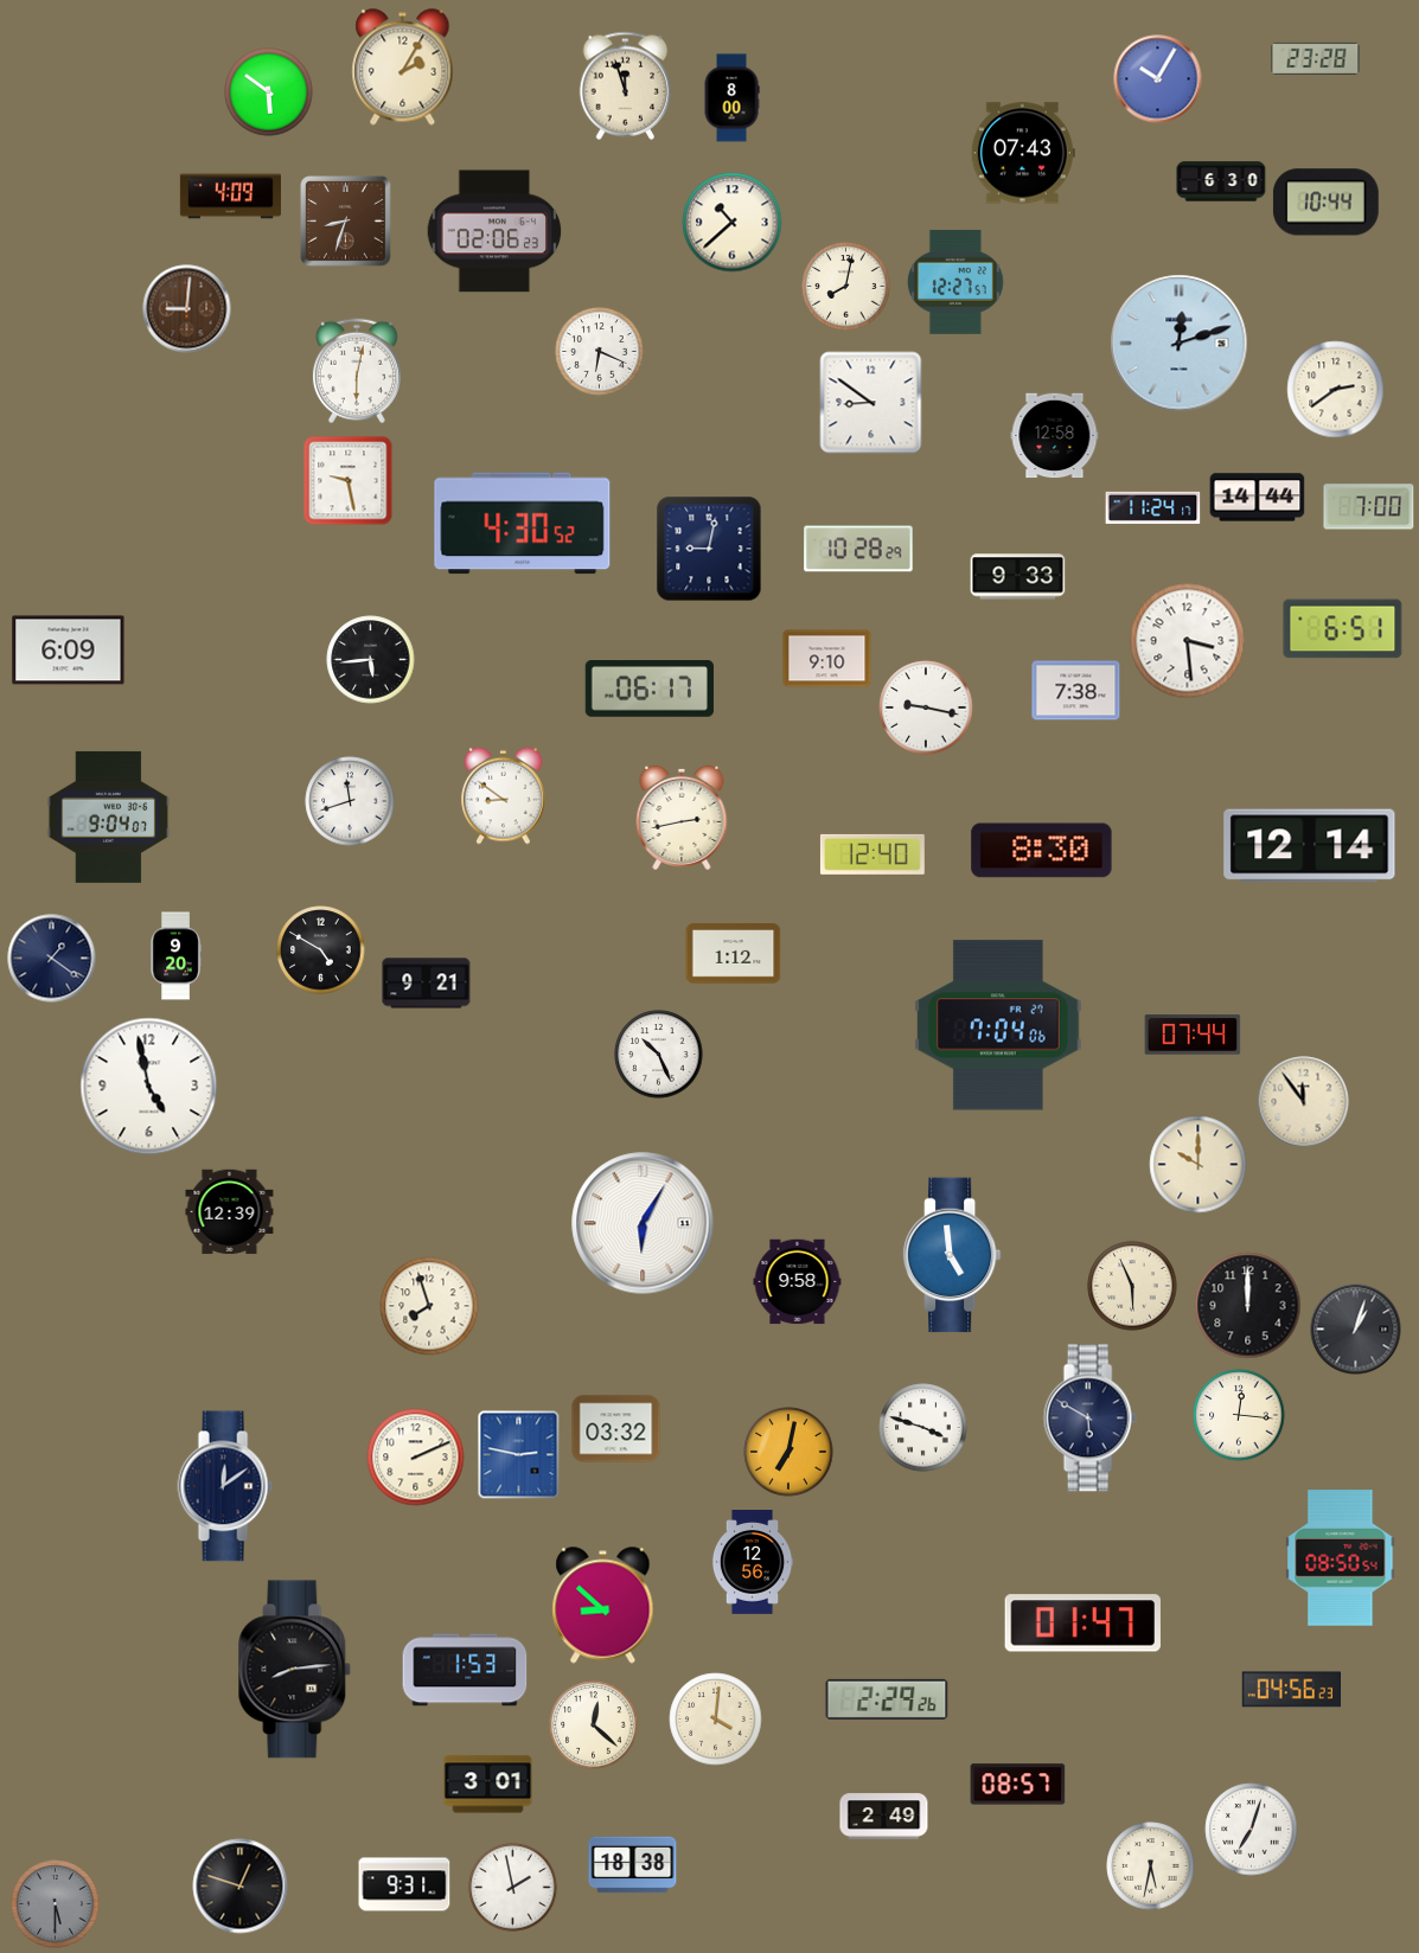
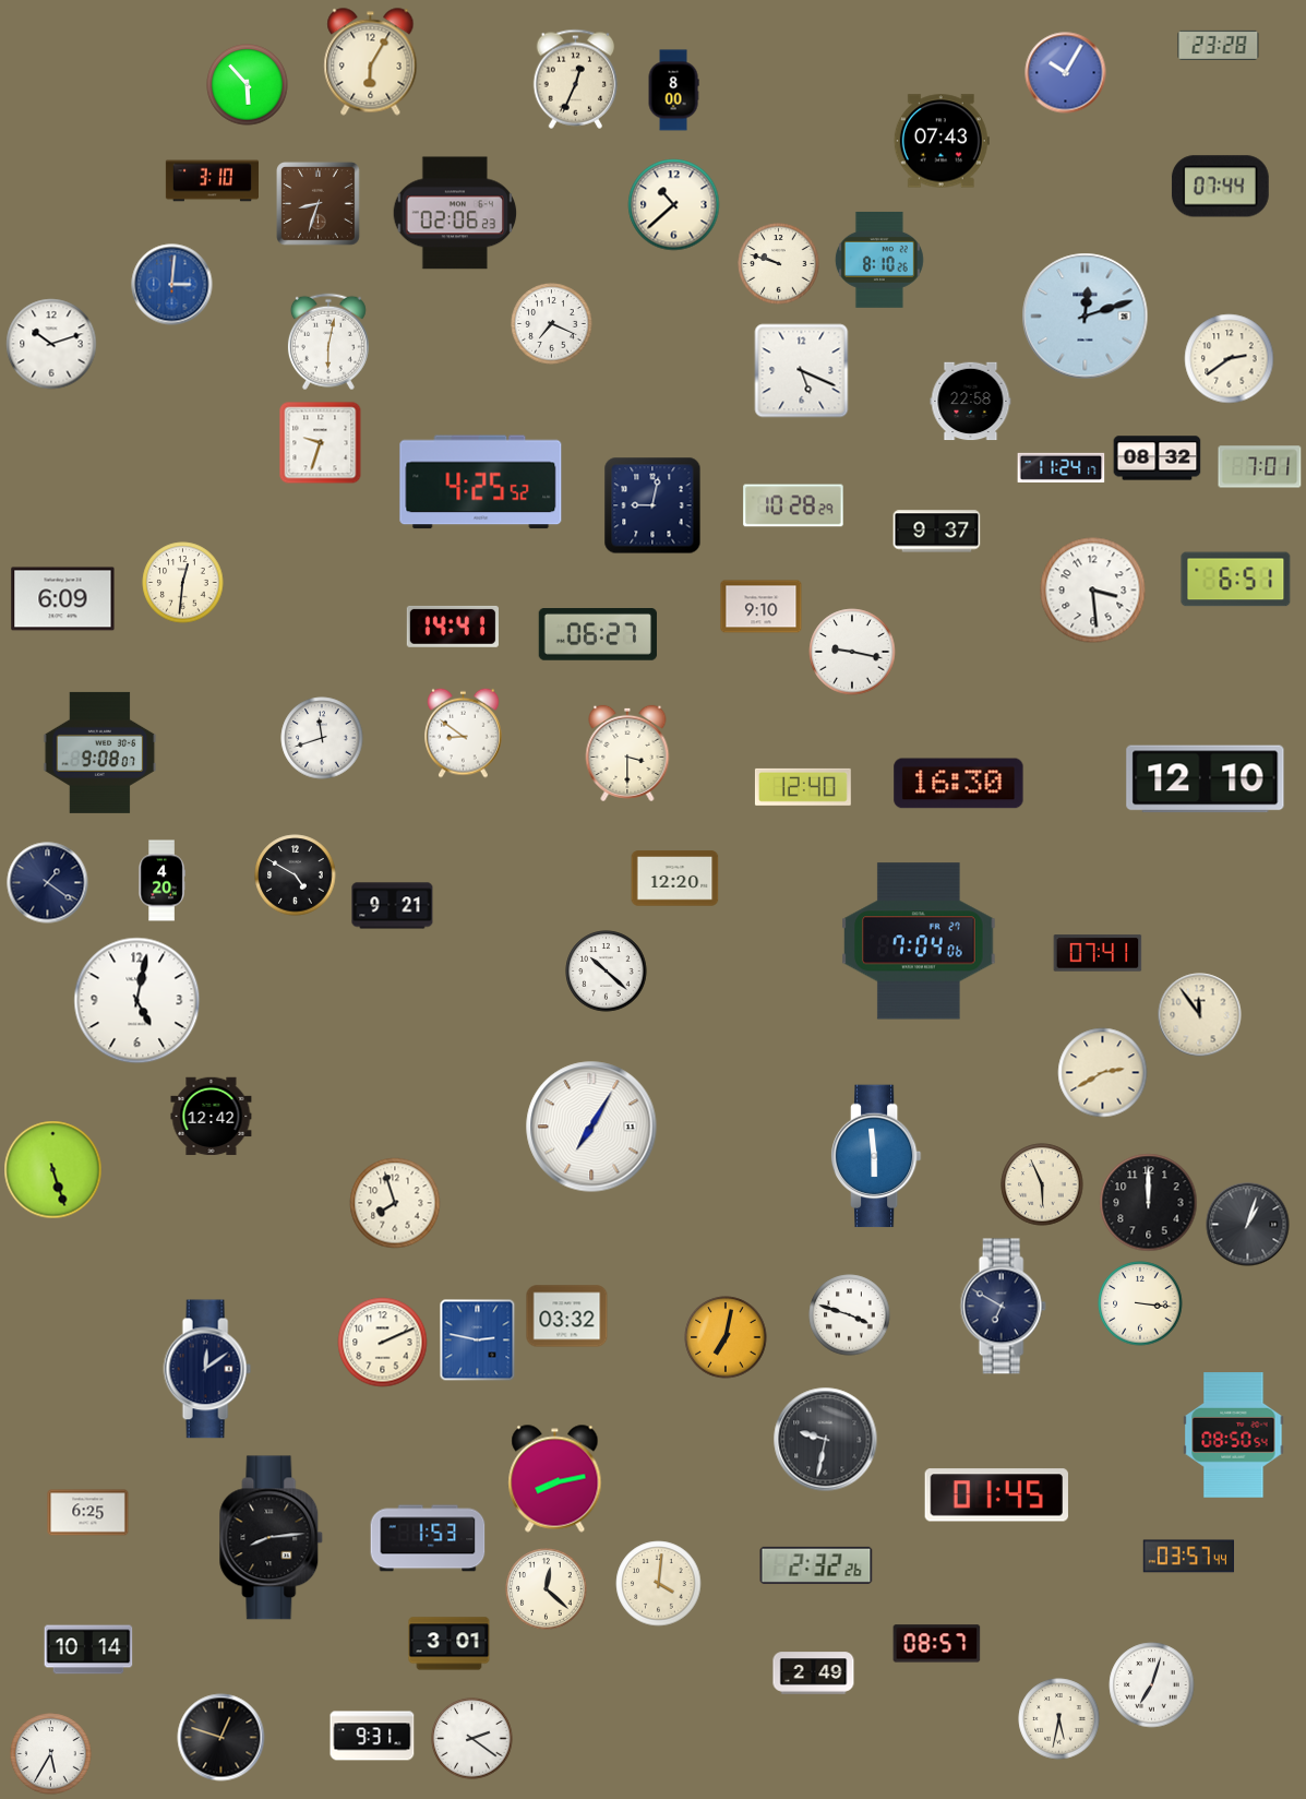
clock at (1316, 58) position: (1316, 58) -> (1219, 45)
clock at (403, 68): 2:05 -> 6:05
clock at (626, 85): 11:57 -> 12:34
clock at (269, 92): 5:51 -> 5:53
clock at (1221, 181): 6:30 -> none
clock at (230, 197): 4:09 -> 3:10
clock at (1325, 203): 10:44 -> 07:44
clock at (955, 282): 12:27 -> 8:10
clock at (846, 287): 8:02 -> 9:48
clock at (187, 309): 9:01 -> 3:01
clock at (187, 309) dial: brown -> blue
clock at (600, 352): 6:19 -> 7:19
clock at (51, 344): none -> 10:12
clock at (871, 403): 8:51 -> 5:19
clock at (1055, 436): 12:58 -> 22:58
clock at (349, 481): 9:28 -> 9:33
clock at (1258, 498): 14:44 -> 08:32
clock at (1369, 507): 7:00 -> 7:01
clock at (523, 524): 4:30 -> 4:25
clock at (858, 549) position: (858, 549) -> (793, 505)
clock at (1018, 577): 9:33 -> 9:37
clock at (183, 583): none -> 12:31
clock at (371, 660): 5:44 -> none
clock at (453, 627): none -> 14:41
clock at (650, 690): 06:17 -> 06:27
clock at (1076, 691): 7:38 -> none
clock at (109, 817): 9:04 -> 9:08
clock at (682, 818): 2:43 -> 3:30
clock at (1310, 846): 12:14 -> 12:10
clock at (1042, 851): 8:30 -> 16:30
clock at (734, 954): 1:12 -> 12:20
clock at (175, 956): 9:20 -> 4:20
clock at (998, 1025) position: (998, 1025) -> (919, 941)
clock at (1193, 1035): 07:44 -> 07:41
clock at (659, 1055): 10:26 -> 10:22
clock at (149, 1087): 4:58 -> 5:02
clock at (1199, 1165): 10:00 -> 2:40
clock at (230, 1212): 12:39 -> 12:42
clock at (643, 1223): 6:05 -> 7:05
clock at (952, 1255): 4:59 -> 5:59
clock at (53, 1170): none -> 5:27
clock at (798, 1282): 9:58 -> none
clock at (1239, 1415): 12:16 -> 3:16
clock at (1089, 1419): 5:50 -> 6:50
clock at (753, 1563): 12:56 -> none
clock at (826, 1440): none -> 9:32
clock at (603, 1606): 8:52 -> 8:13
clock at (1082, 1624): 01:47 -> 01:45
clock at (88, 1513): none -> 6:25
clock at (1291, 1690): 04:56 -> 03:57
clock at (887, 1699): 2:29 -> 2:32
clock at (88, 1649): none -> 10:14
clock at (633, 1865): 18:38 -> none
clock at (513, 1888): 1:58 -> 2:21
clock at (56, 1904): 5:30 -> 5:35
clock at (56, 1904) dial: grey -> white
